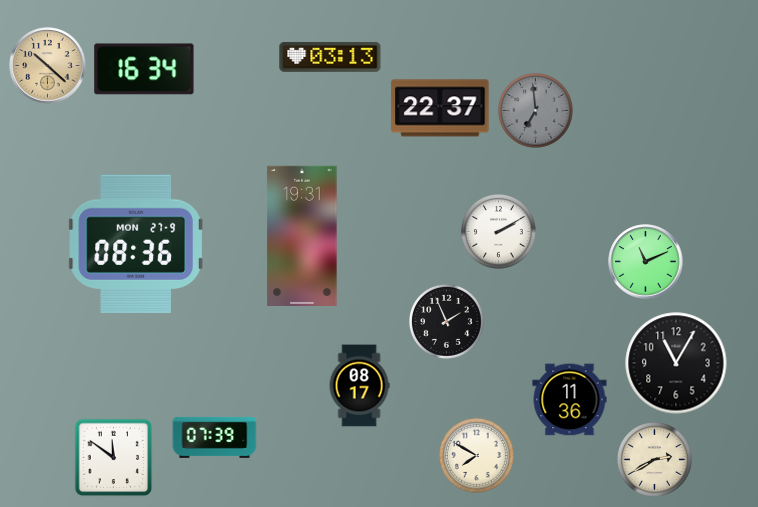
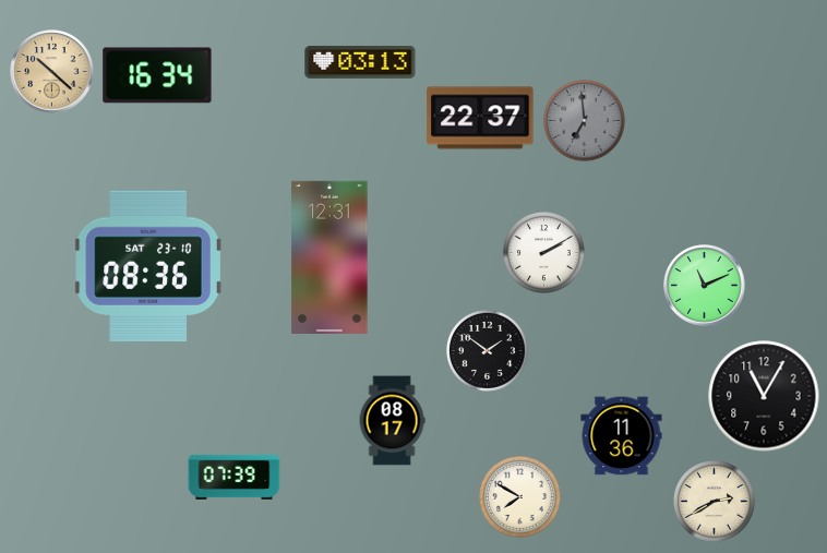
clock at (302, 236): 19:31 -> 12:31
clock at (136, 244) date: MON 27-9 -> SAT 23-10
clock at (446, 321): 1:56 -> 1:51
clock at (676, 363) position: (676, 363) -> (764, 396)
clock at (114, 458): 11:51 -> none
